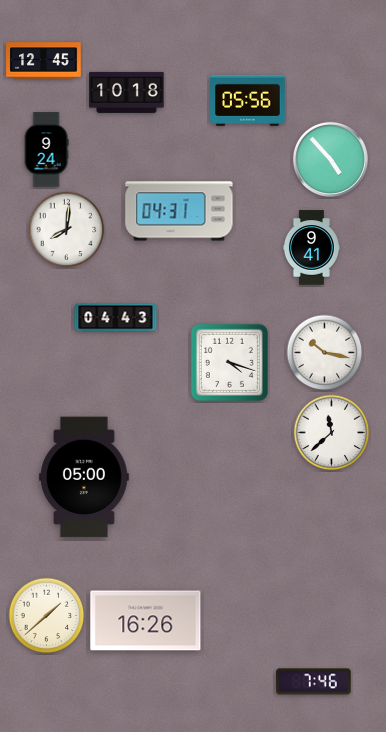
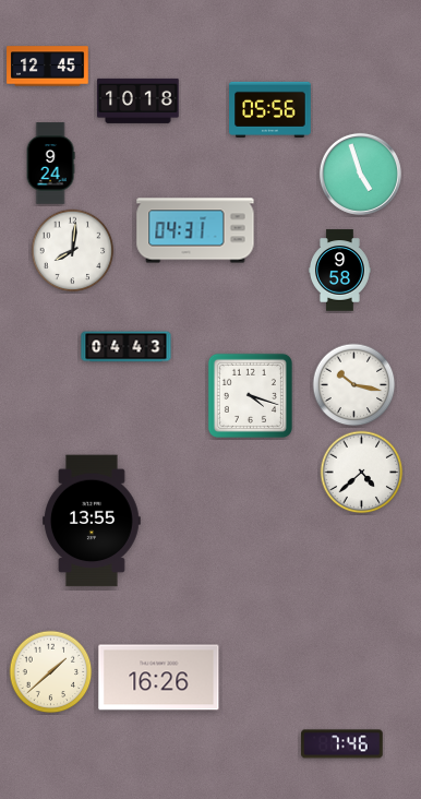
clock at (330, 159): 4:53 -> 4:57
clock at (311, 248): 9:41 -> 9:58
clock at (332, 433): 11:38 -> 4:38
clock at (85, 477): 05:00 -> 13:55
